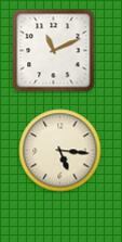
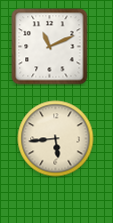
clock at (60, 151): 5:16 -> 5:44
